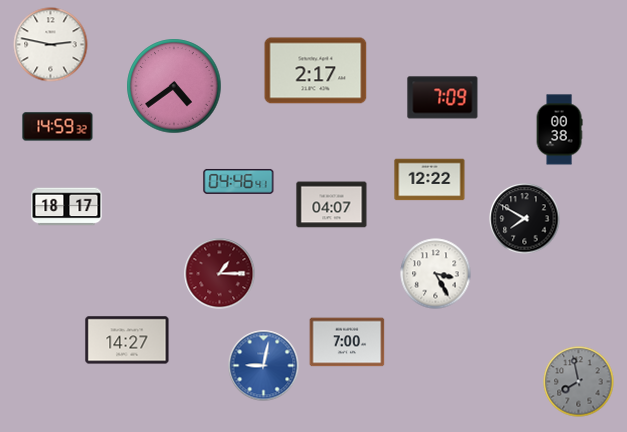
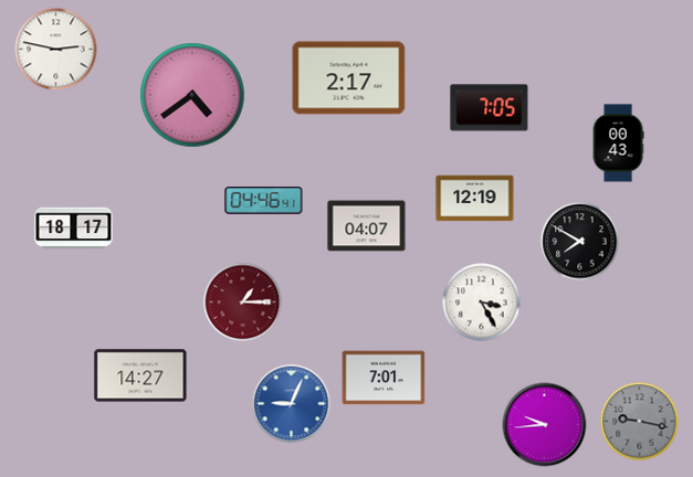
clock at (443, 98): 7:09 -> 7:05
clock at (58, 127): 14:59 -> none
clock at (559, 130): 00:38 -> 00:43
clock at (430, 180): 12:22 -> 12:19
clock at (347, 342): 7:00 -> 7:01
clock at (264, 366): 9:02 -> 9:04
clock at (579, 382): 7:58 -> 9:17
clock at (545, 425): none -> 9:44
